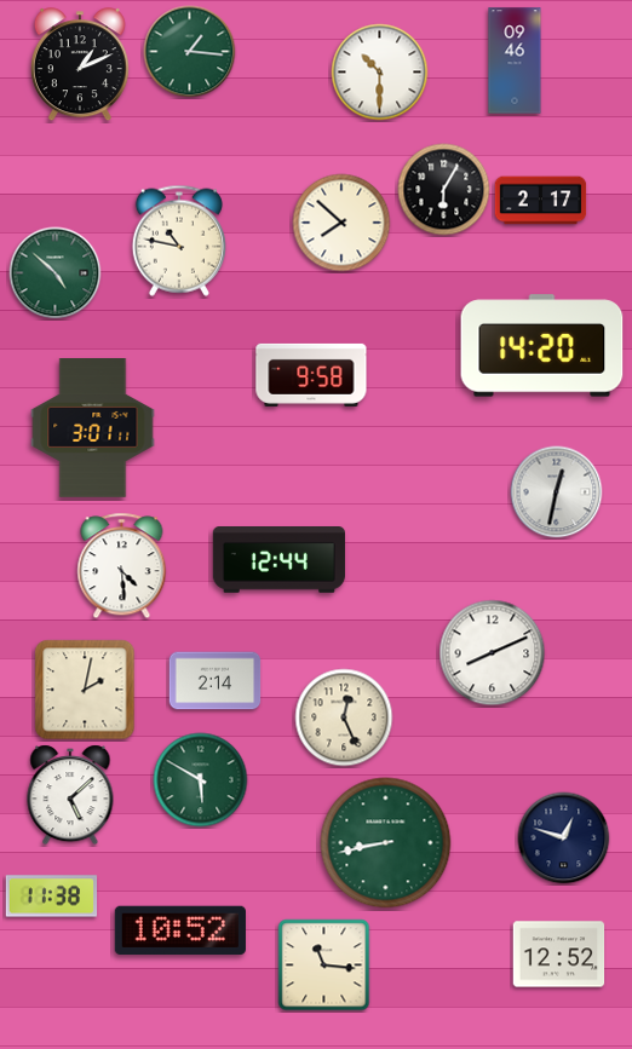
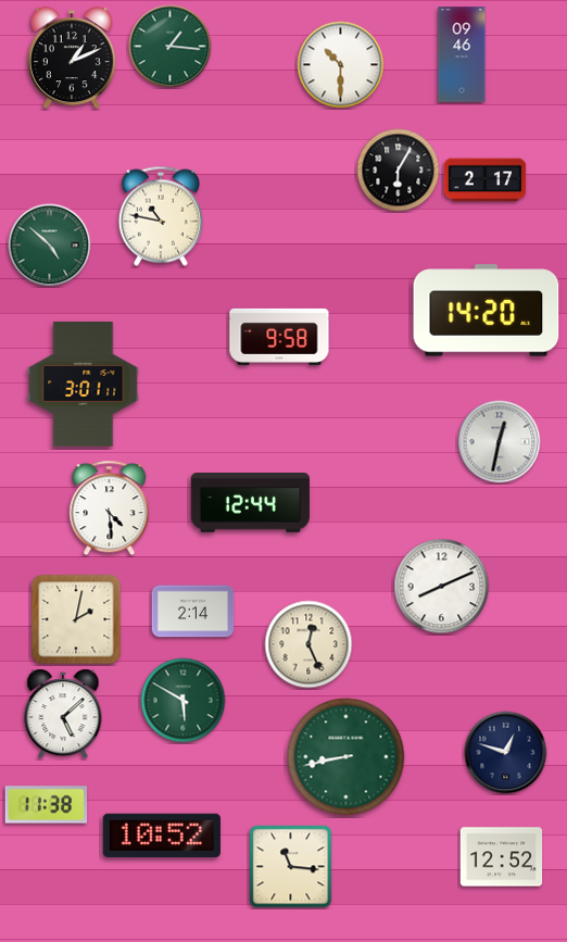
clock at (341, 223): 7:52 -> none
clock at (201, 780) position: (201, 780) -> (184, 701)
